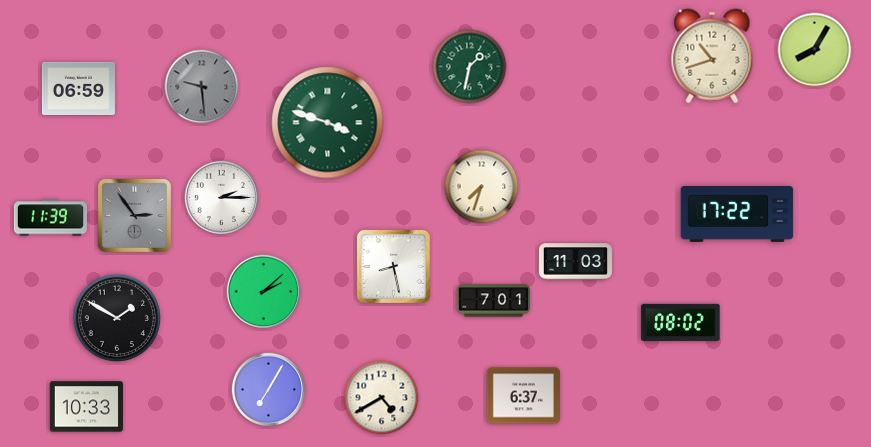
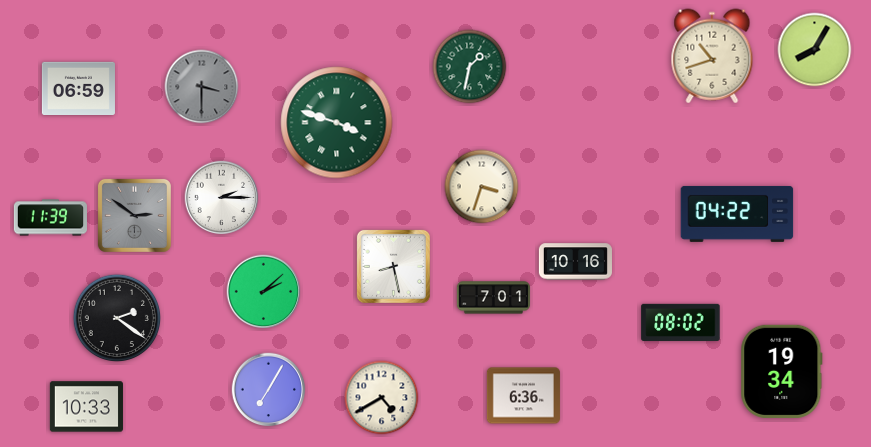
clock at (202, 87): 9:29 -> 3:30
clock at (328, 123) position: (328, 123) -> (337, 123)
clock at (482, 187): 7:33 -> 3:33
clock at (737, 214): 17:22 -> 04:22
clock at (134, 215): 2:54 -> 2:51
clock at (575, 262): 11:03 -> 10:16
clock at (493, 301) position: (493, 301) -> (493, 298)
clock at (116, 317): 1:50 -> 2:21
clock at (782, 371): none -> 19:34
clock at (523, 396): 6:37 -> 6:36
